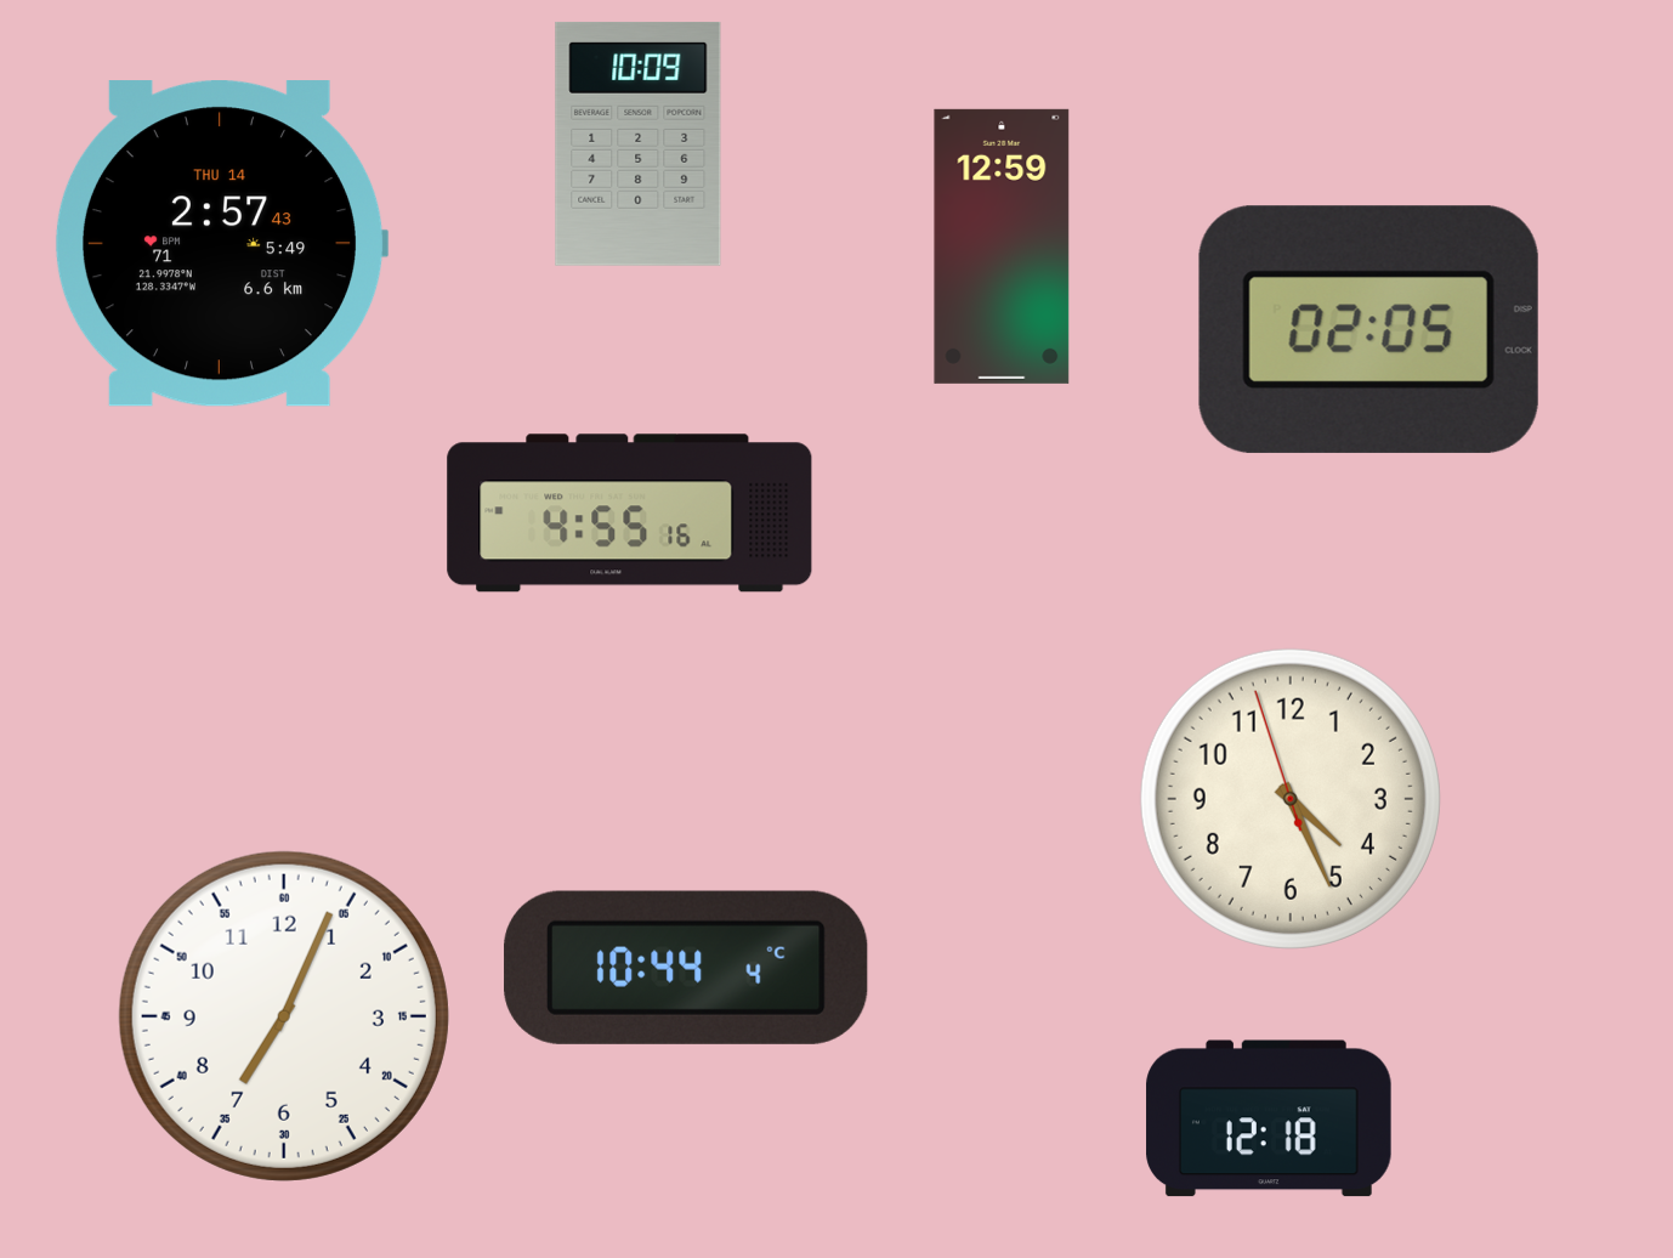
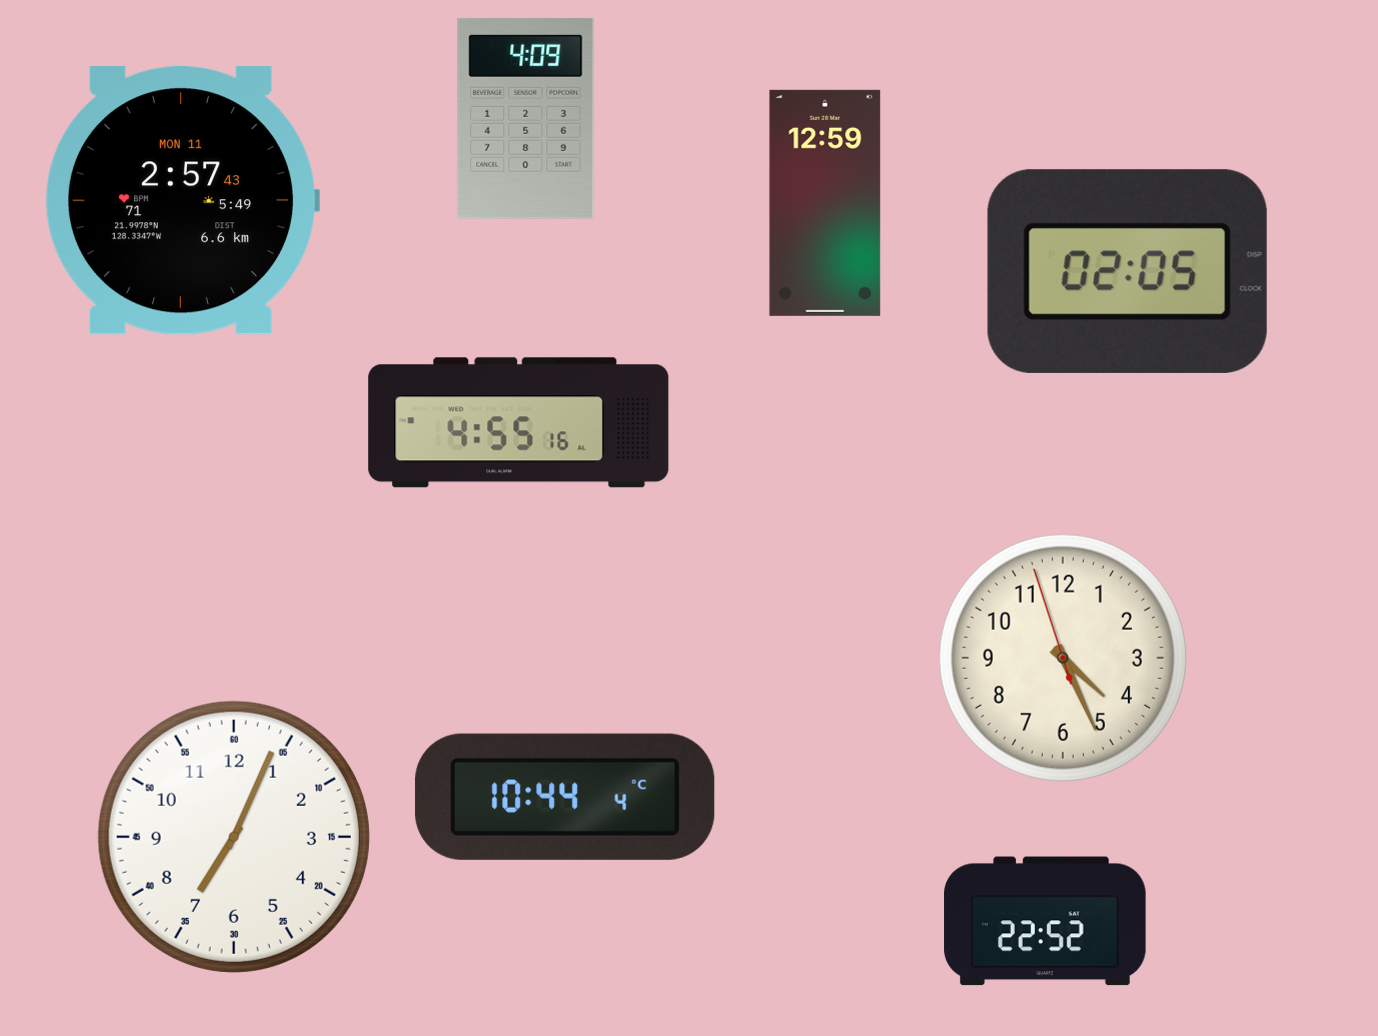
clock at (639, 143): 10:09 -> 4:09
clock at (221, 244) date: THU 14 -> MON 11
clock at (1269, 1118): 12:18 -> 22:52
